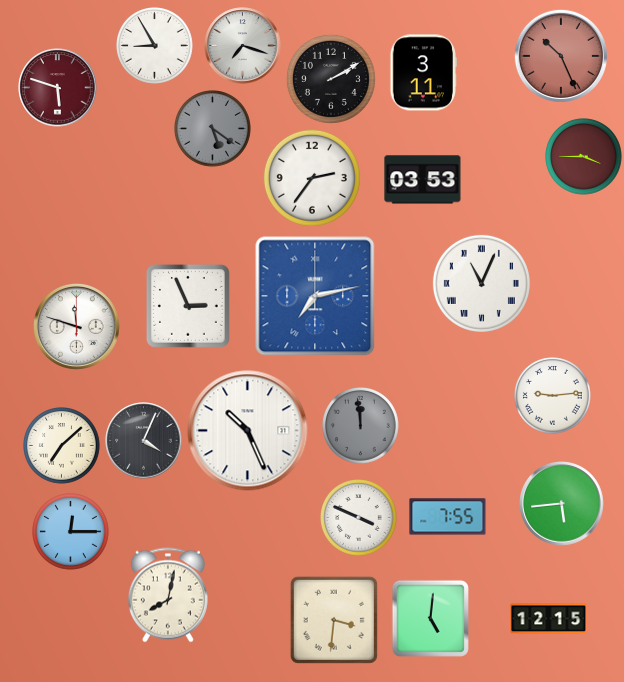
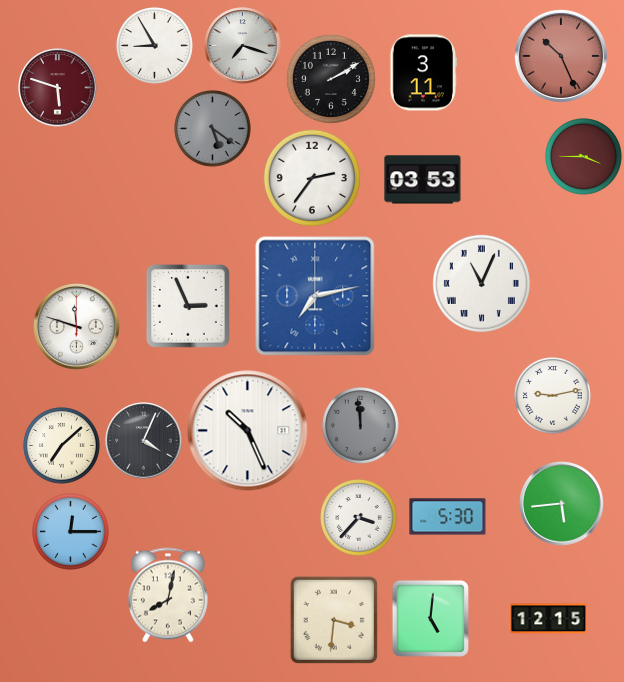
clock at (553, 396): 9:14 -> 9:13
clock at (448, 517): 7:55 -> 5:30
clock at (359, 518): 3:49 -> 3:37
